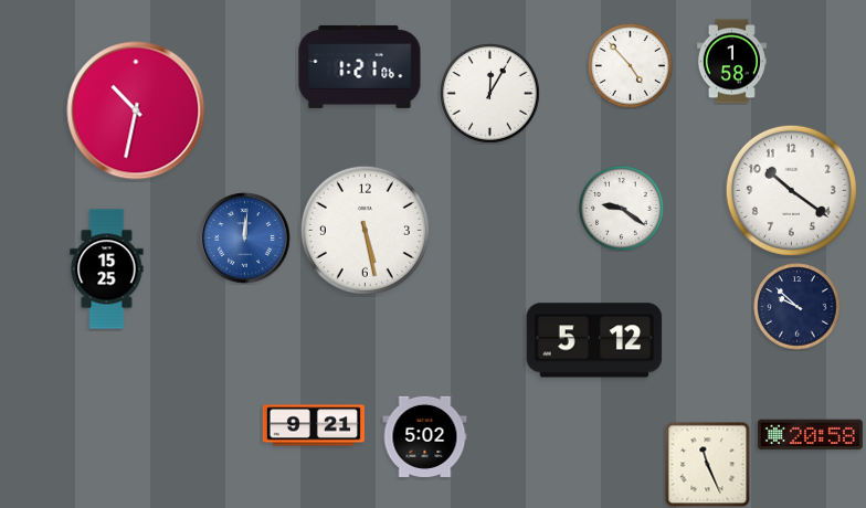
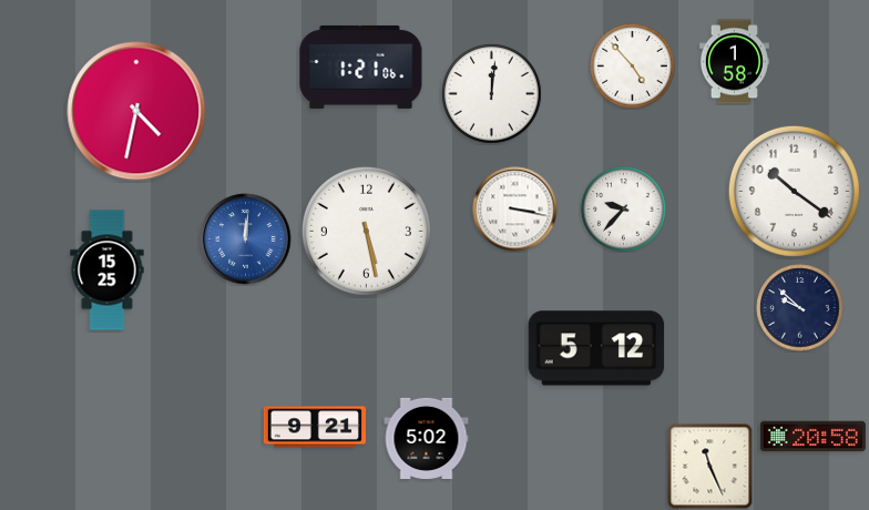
clock at (490, 94): 12:05 -> 12:01
clock at (136, 110): 10:32 -> 4:32
clock at (515, 210): none -> 3:17
clock at (622, 209): 9:21 -> 9:37
clock at (594, 340) position: (594, 340) -> (596, 348)
